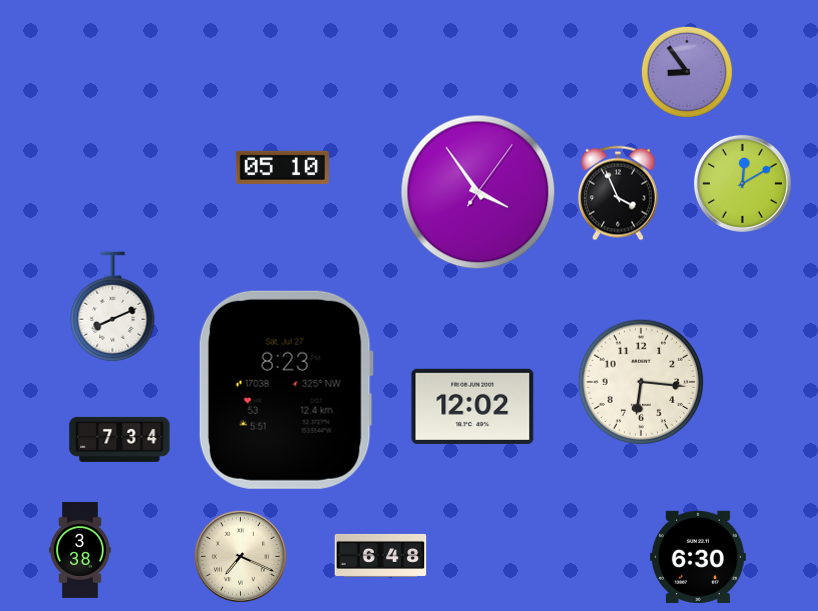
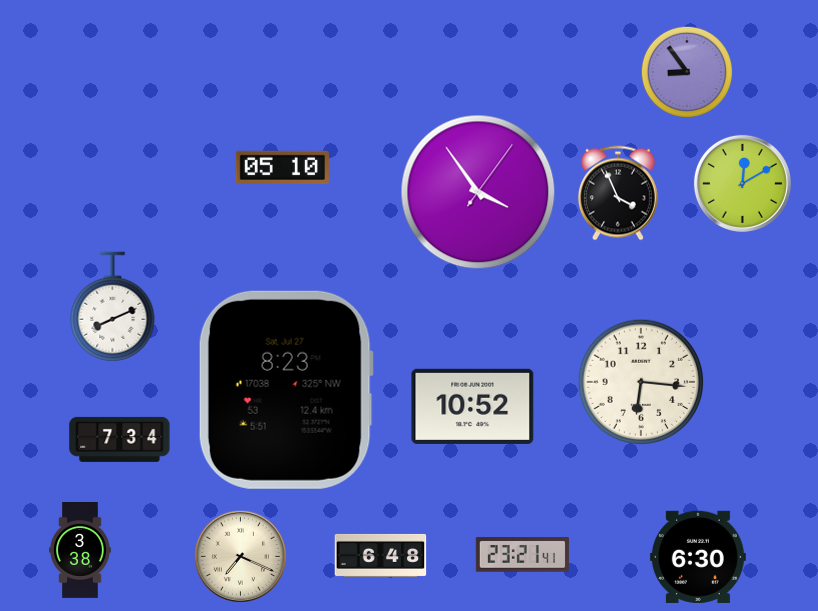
clock at (473, 406): 12:02 -> 10:52
clock at (522, 555): none -> 23:21
